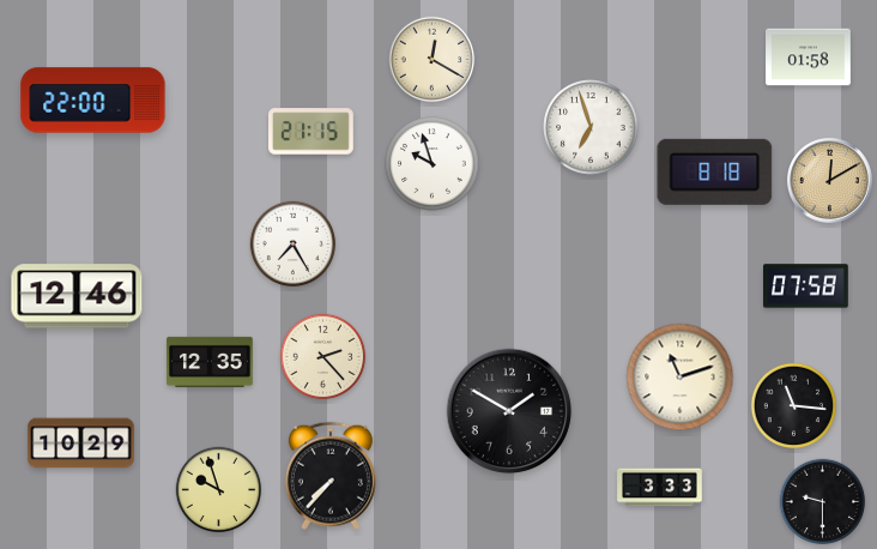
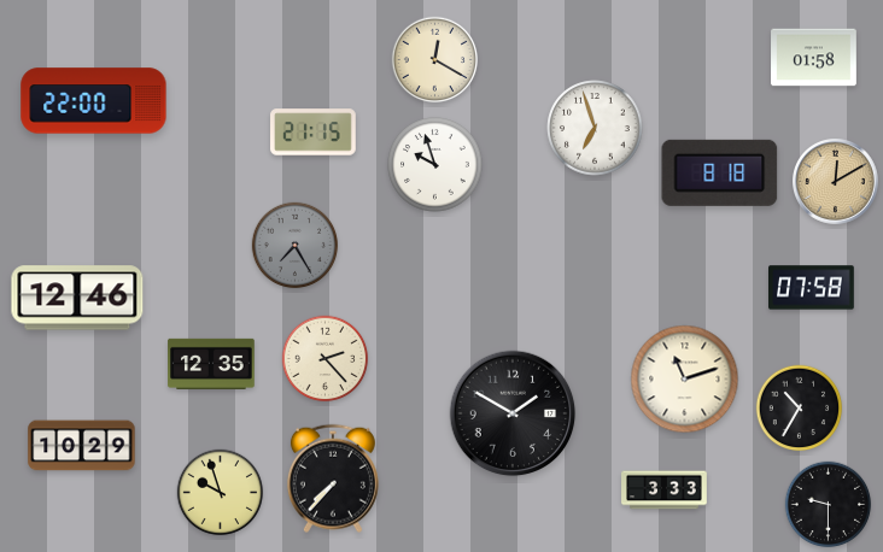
clock at (294, 245) dial: white -> grey
clock at (794, 406): 11:16 -> 10:35
